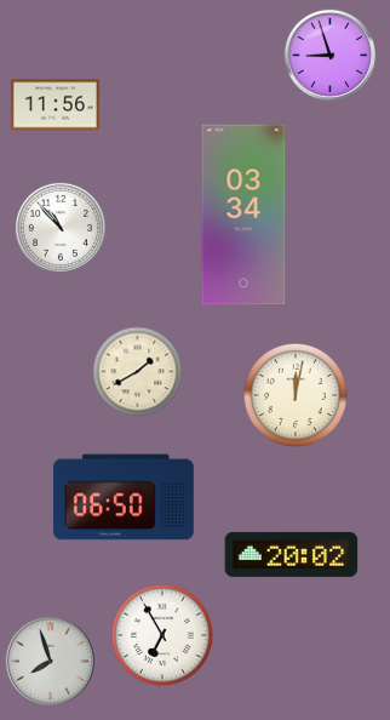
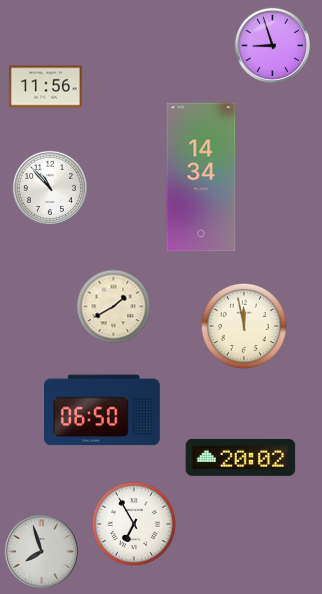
clock at (243, 215): 03:34 -> 14:34
clock at (296, 395): 12:02 -> 11:58
clock at (50, 661) position: (50, 661) -> (41, 551)
